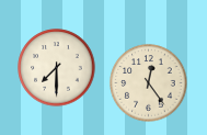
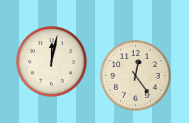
clock at (57, 68): 7:30 -> 12:02
